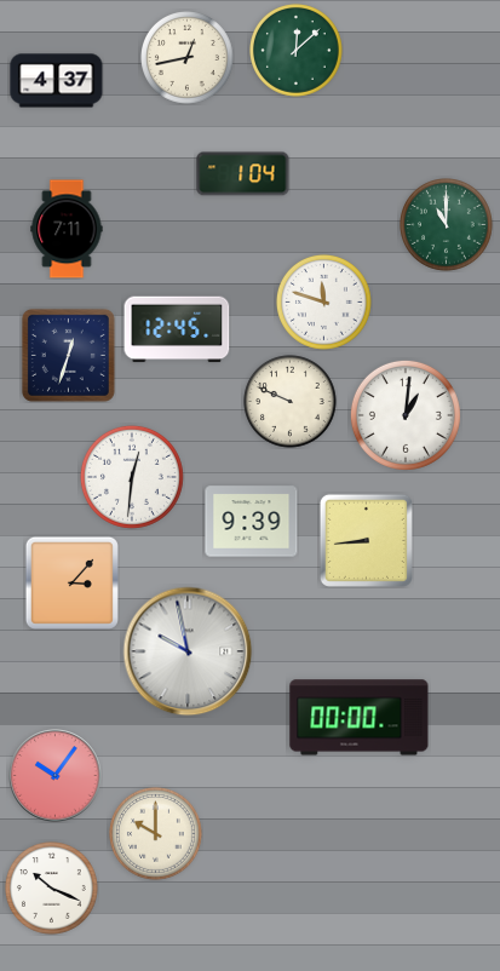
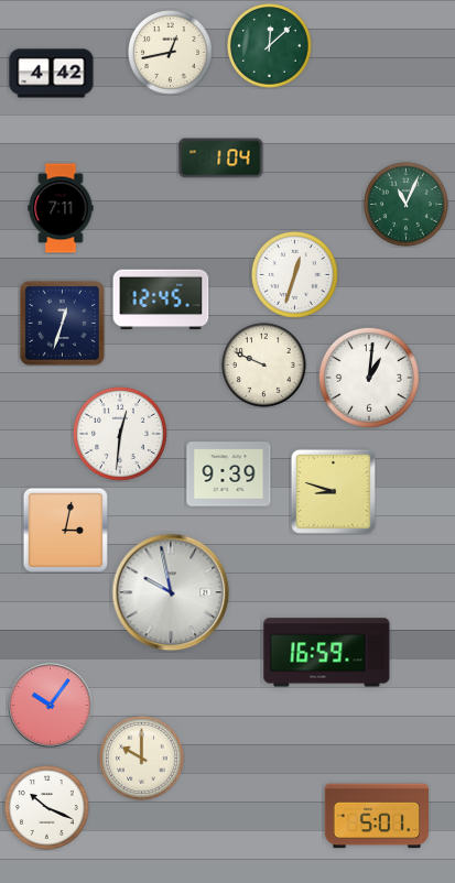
clock at (57, 81): 4:37 -> 4:42
clock at (447, 225): 11:00 -> 11:04
clock at (323, 301): 11:48 -> 12:33
clock at (366, 540): 8:44 -> 8:48
clock at (71, 582): 3:07 -> 3:02
clock at (360, 718): 00:00 -> 16:59
clock at (376, 816): none -> 5:01
